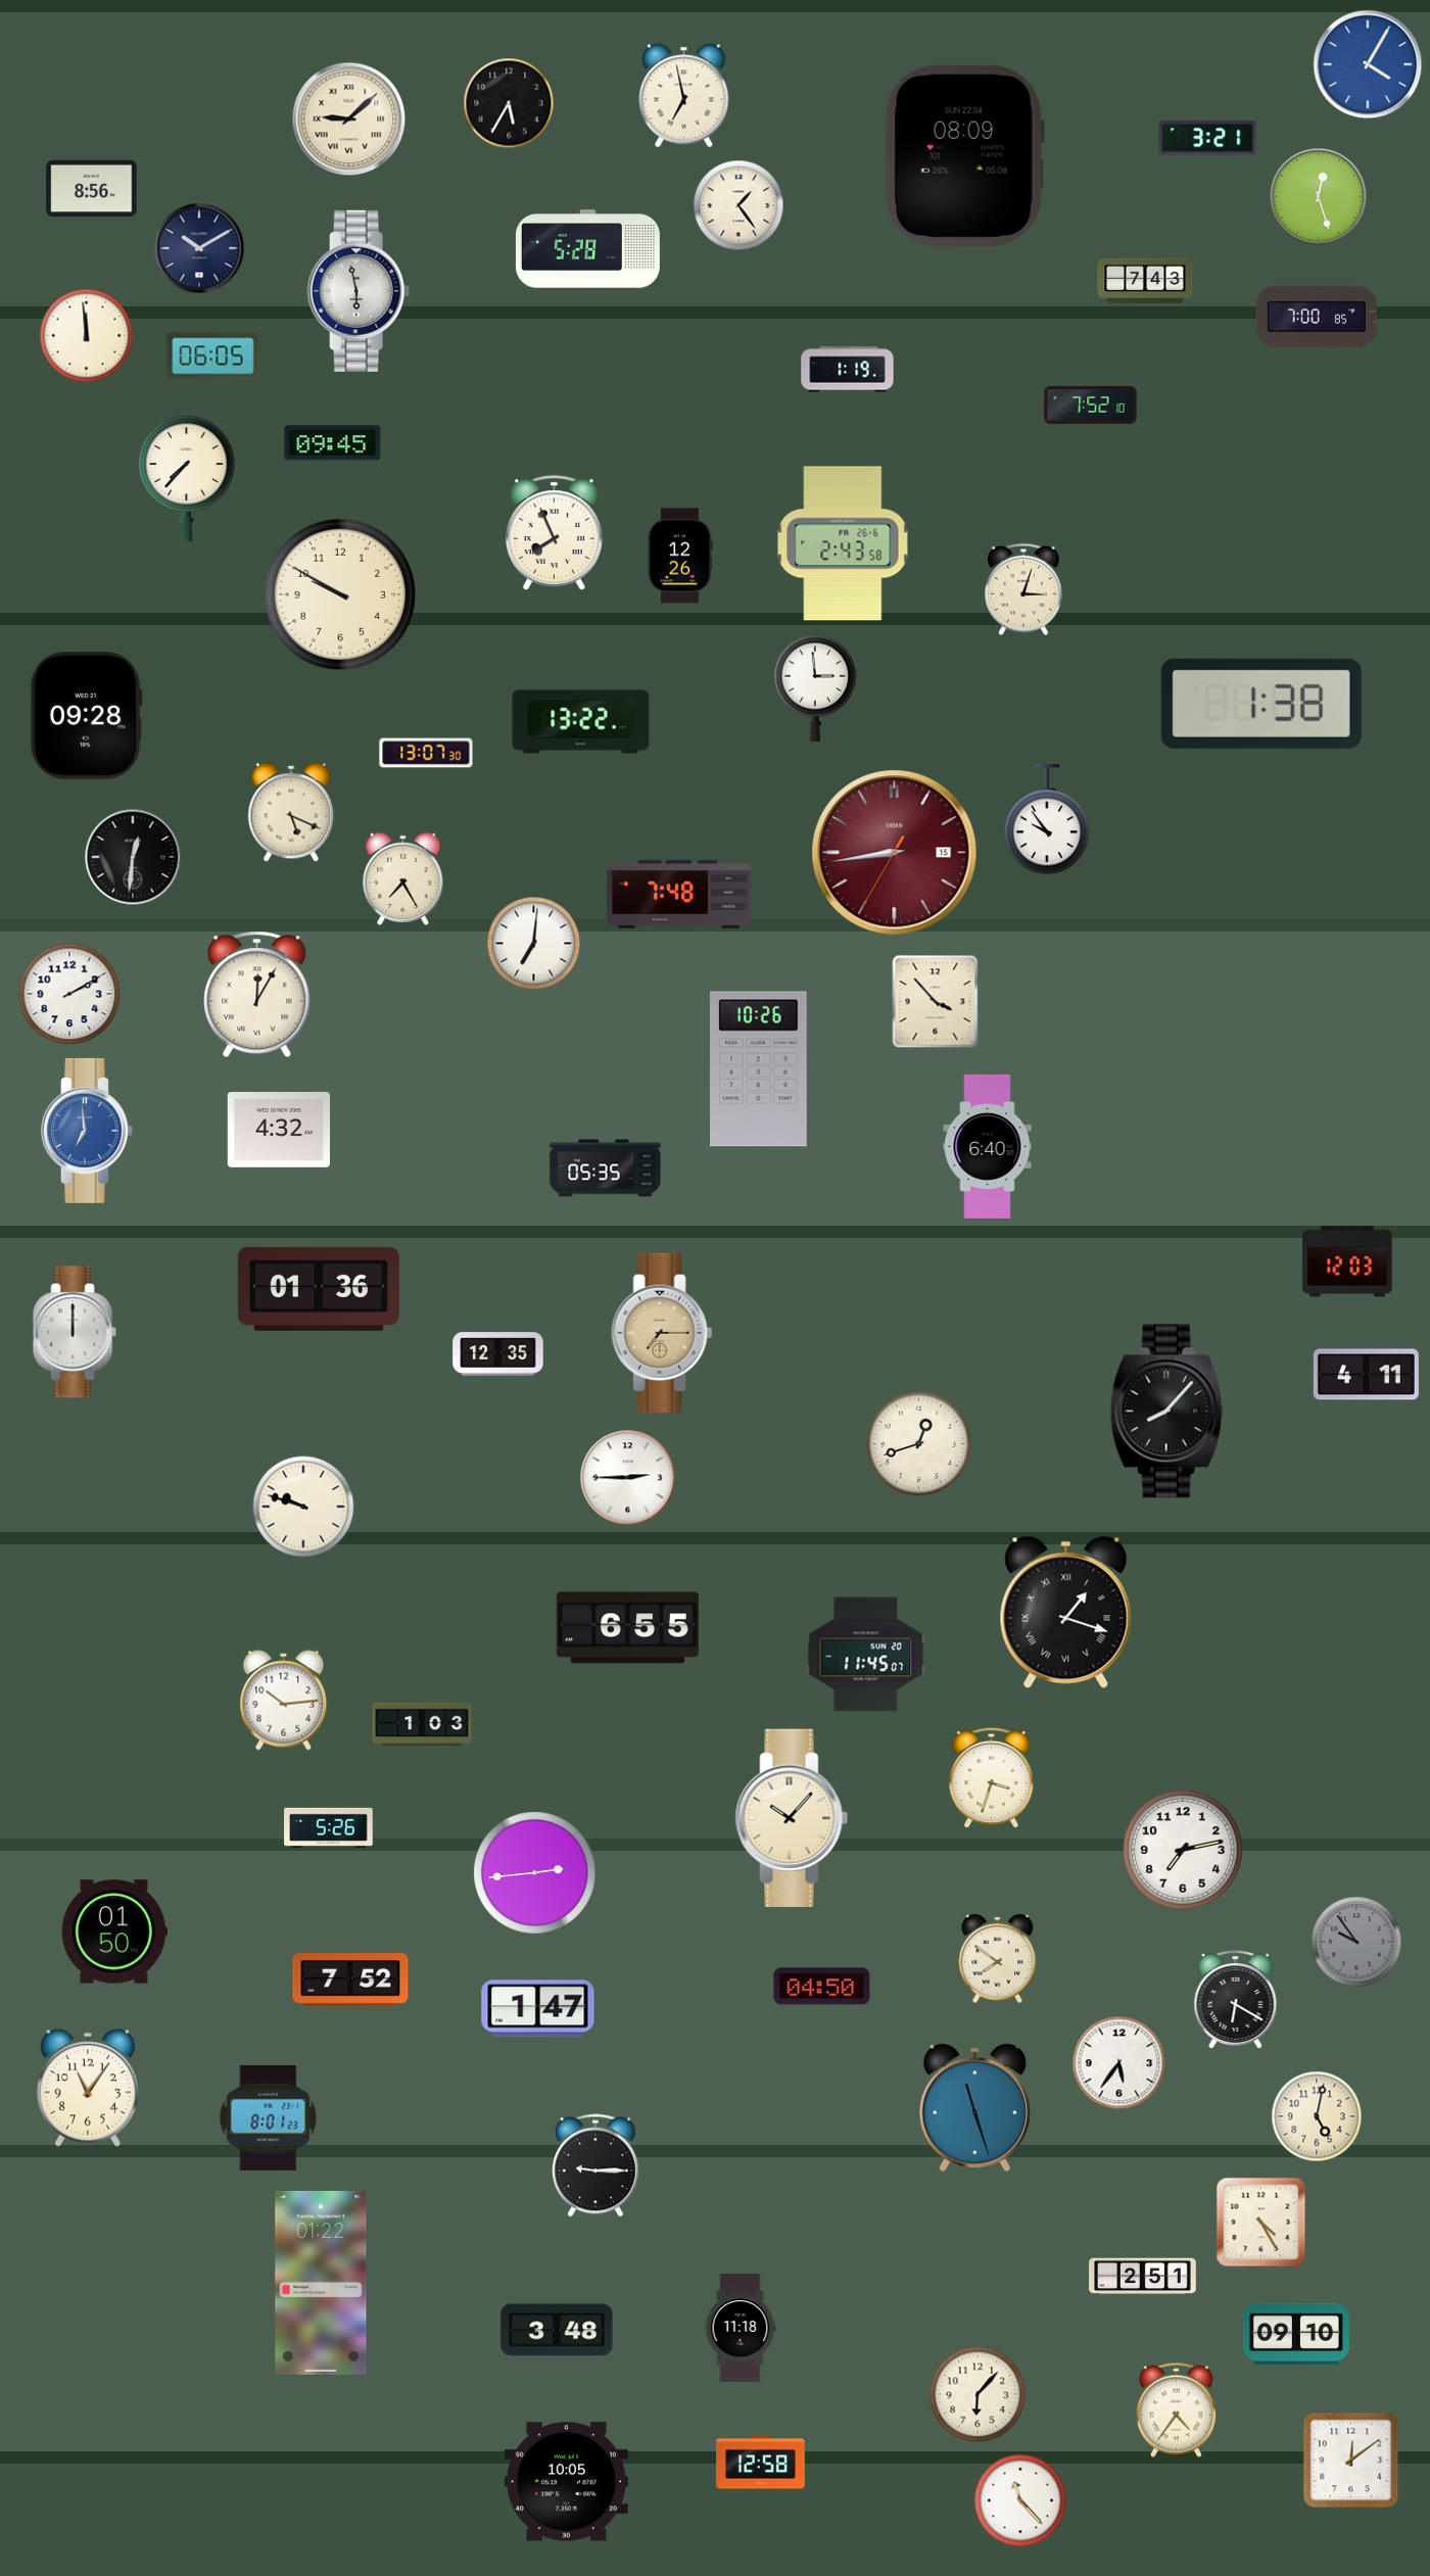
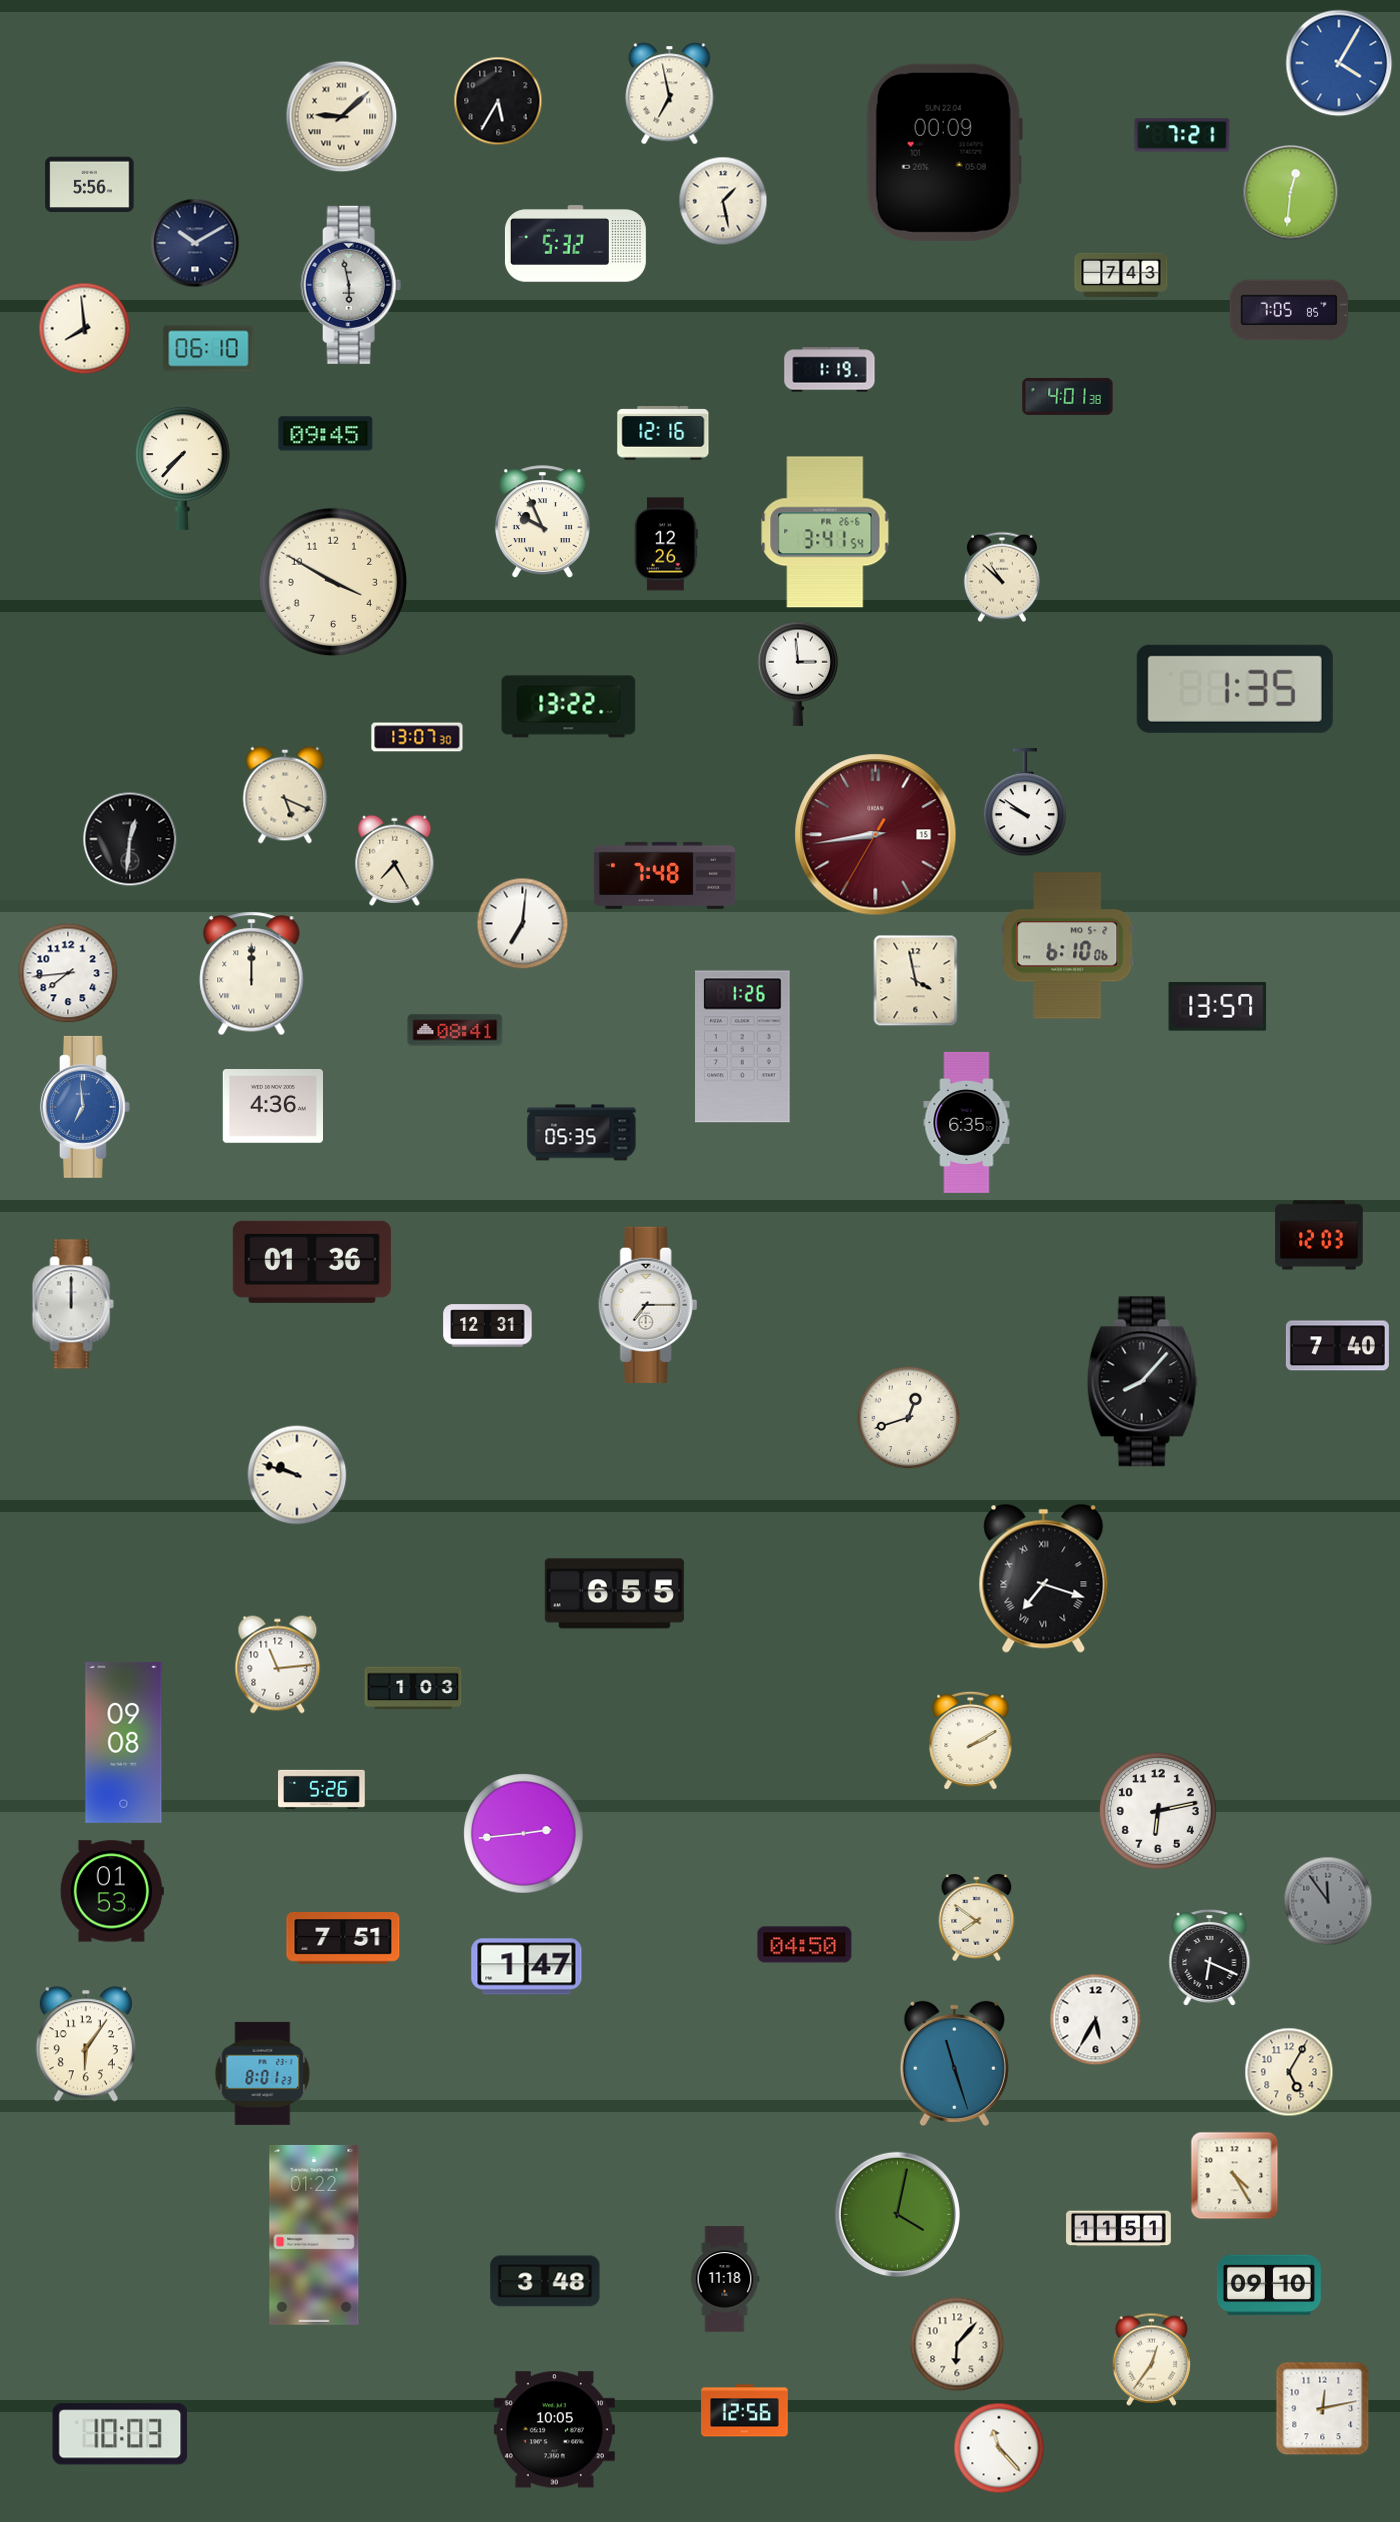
clock at (1207, 138): 3:21 -> 7:21
clock at (964, 155): 08:09 -> 00:09
clock at (92, 189): 8:56 -> 5:56
clock at (1319, 197): 12:27 -> 12:31
clock at (738, 205): 1:24 -> 1:28
clock at (587, 249): 5:28 -> 5:32
clock at (1317, 317): 7:00 -> 7:05
clock at (87, 336): 11:59 -> 7:59
clock at (213, 356): 06:05 -> 06:10
clock at (848, 370) position: (848, 370) -> (830, 370)
clock at (1091, 404): 7:52 -> 4:01
clock at (663, 433): none -> 12:16
clock at (554, 533): 7:56 -> 9:56
clock at (843, 543): 2:43 -> 3:41
clock at (1023, 589): 3:03 -> 10:52
clock at (340, 594): 9:50 -> 3:50
clock at (1261, 704): 1:38 -> 1:35
clock at (86, 716): 09:28 -> none
clock at (1047, 820): 9:54 -> 9:51
clock at (1068, 946): none -> 6:10
clock at (69, 994): 2:10 -> 7:44
clock at (257, 995): 12:05 -> 12:00
clock at (936, 1002): 3:53 -> 3:58
clock at (1218, 1007): none -> 13:57
clock at (455, 1030): none -> 08:41
clock at (759, 1069): 10:26 -> 1:26
clock at (279, 1131): 4:32 -> 4:36
clock at (988, 1146): 6:40 -> 6:35
clock at (606, 1168) position: (606, 1168) -> (582, 1133)
clock at (662, 1332) dial: champagne -> white
clock at (498, 1354): 12:35 -> 12:31
clock at (1366, 1375): 4:11 -> 7:40
clock at (919, 1444) position: (919, 1444) -> (909, 1418)
clock at (628, 1478): 2:45 -> none
clock at (1066, 1612): 1:18 -> 7:18
clock at (866, 1655): 11:45 -> none
clock at (284, 1701): 10:14 -> 11:14
clock at (992, 1778): 3:33 -> 2:10
clock at (124, 1742): none -> 09:08
clock at (792, 1817): 10:07 -> none
clock at (1183, 1850): 7:13 -> 6:13
clock at (114, 1931): 01:50 -> 01:53
clock at (1356, 1942): 9:54 -> 11:54
clock at (350, 1979): 7:52 -> 7:51
clock at (1236, 2000): 6:20 -> 6:19
clock at (1119, 2063): 5:36 -> 5:35
clock at (88, 2088): 11:06 -> 6:06
clock at (1317, 2116): 5:02 -> 5:05
clock at (595, 2165): 9:15 -> none
clock at (897, 2214): none -> 4:02
clock at (1143, 2277): 2:51 -> 11:51
clock at (1176, 2410): 4:36 -> 12:36
clock at (1351, 2461): 12:09 -> 12:13
clock at (761, 2463): 12:58 -> 12:56
clock at (120, 2434): none -> 10:03
